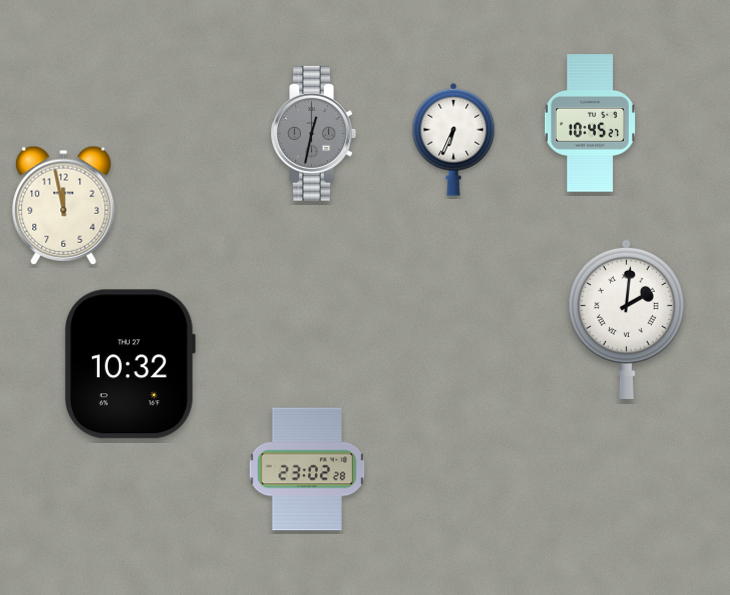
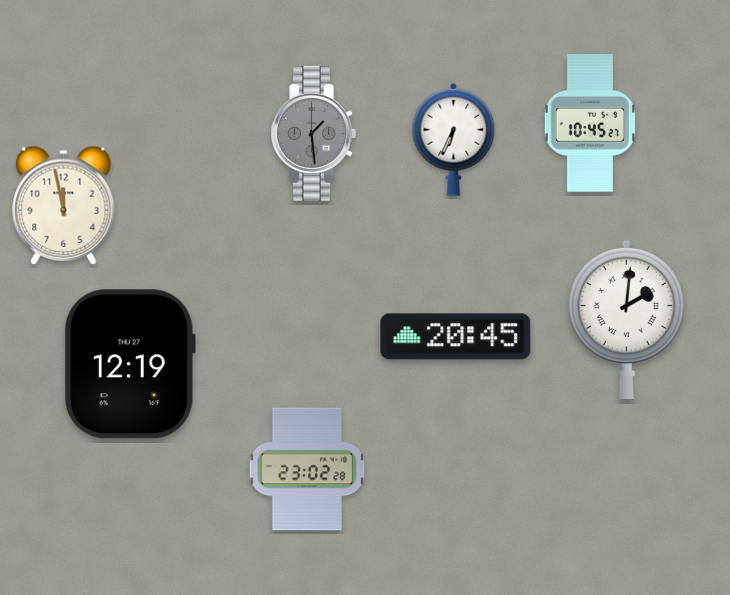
clock at (313, 133): 12:32 -> 1:29
clock at (456, 337): none -> 20:45
clock at (130, 364): 10:32 -> 12:19
